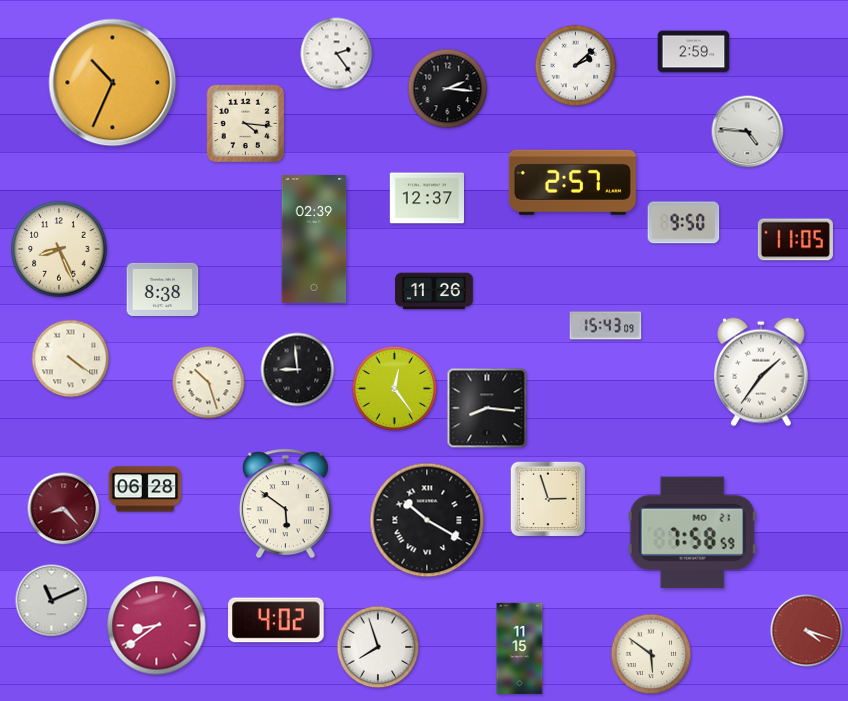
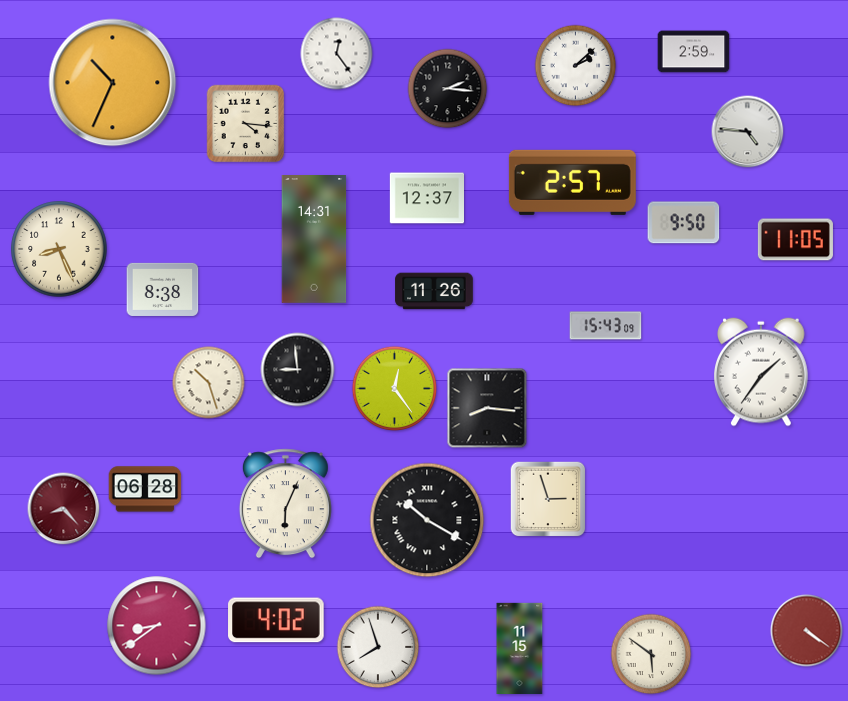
clock at (337, 54): 2:24 -> 12:24
clock at (314, 240): 02:39 -> 14:31
clock at (71, 359): 4:21 -> none
clock at (285, 504): 5:51 -> 6:04
clock at (692, 533): 7:58 -> none
clock at (52, 601): 11:11 -> none
clock at (807, 631): 4:18 -> 4:21
